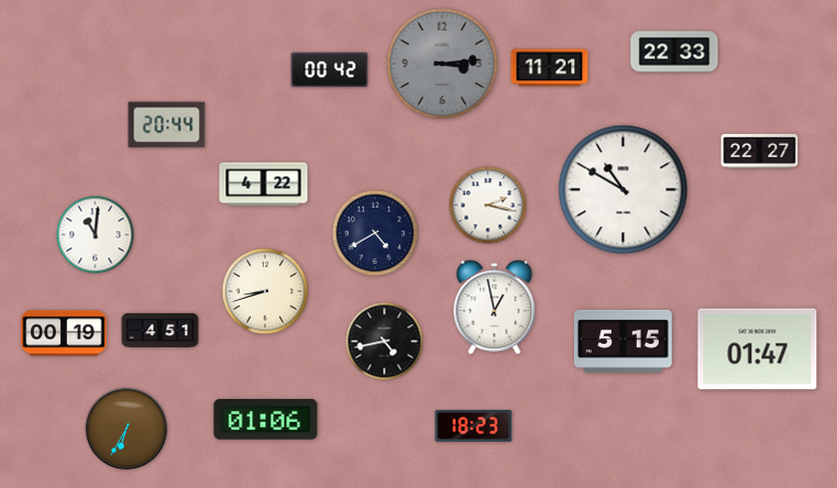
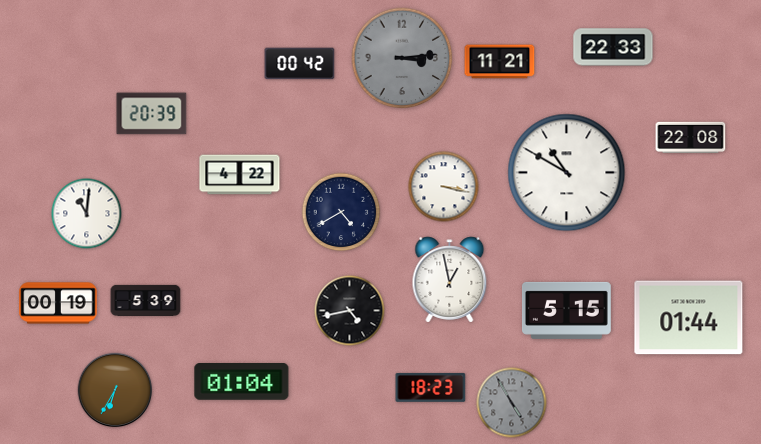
clock at (167, 125): 20:44 -> 20:39
clock at (760, 151): 22:27 -> 22:08
clock at (264, 185) position: (264, 185) -> (240, 175)
clock at (488, 206): 2:17 -> 3:17
clock at (265, 291): 8:42 -> none
clock at (161, 330): 4:51 -> 5:39
clock at (758, 350): 01:47 -> 01:44
clock at (266, 420): 01:06 -> 01:04
clock at (512, 403): none -> 4:55
